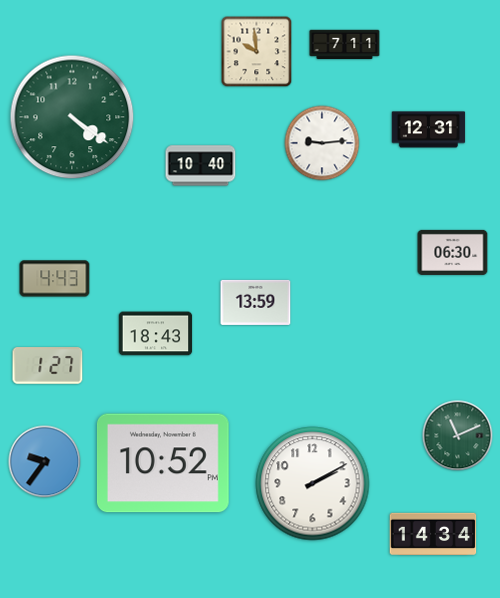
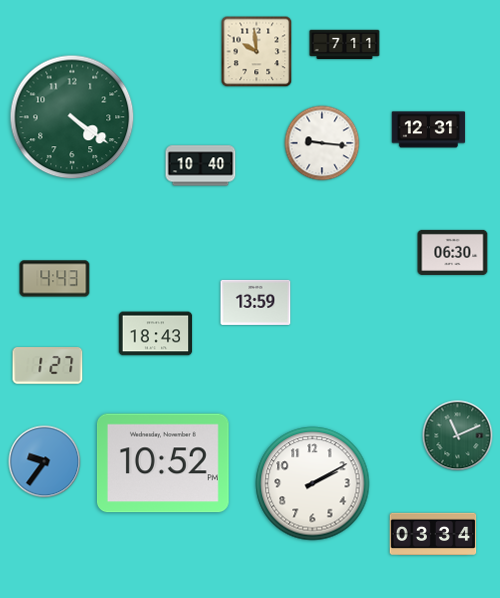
clock at (322, 143): 9:14 -> 9:16
clock at (433, 533): 14:34 -> 03:34
